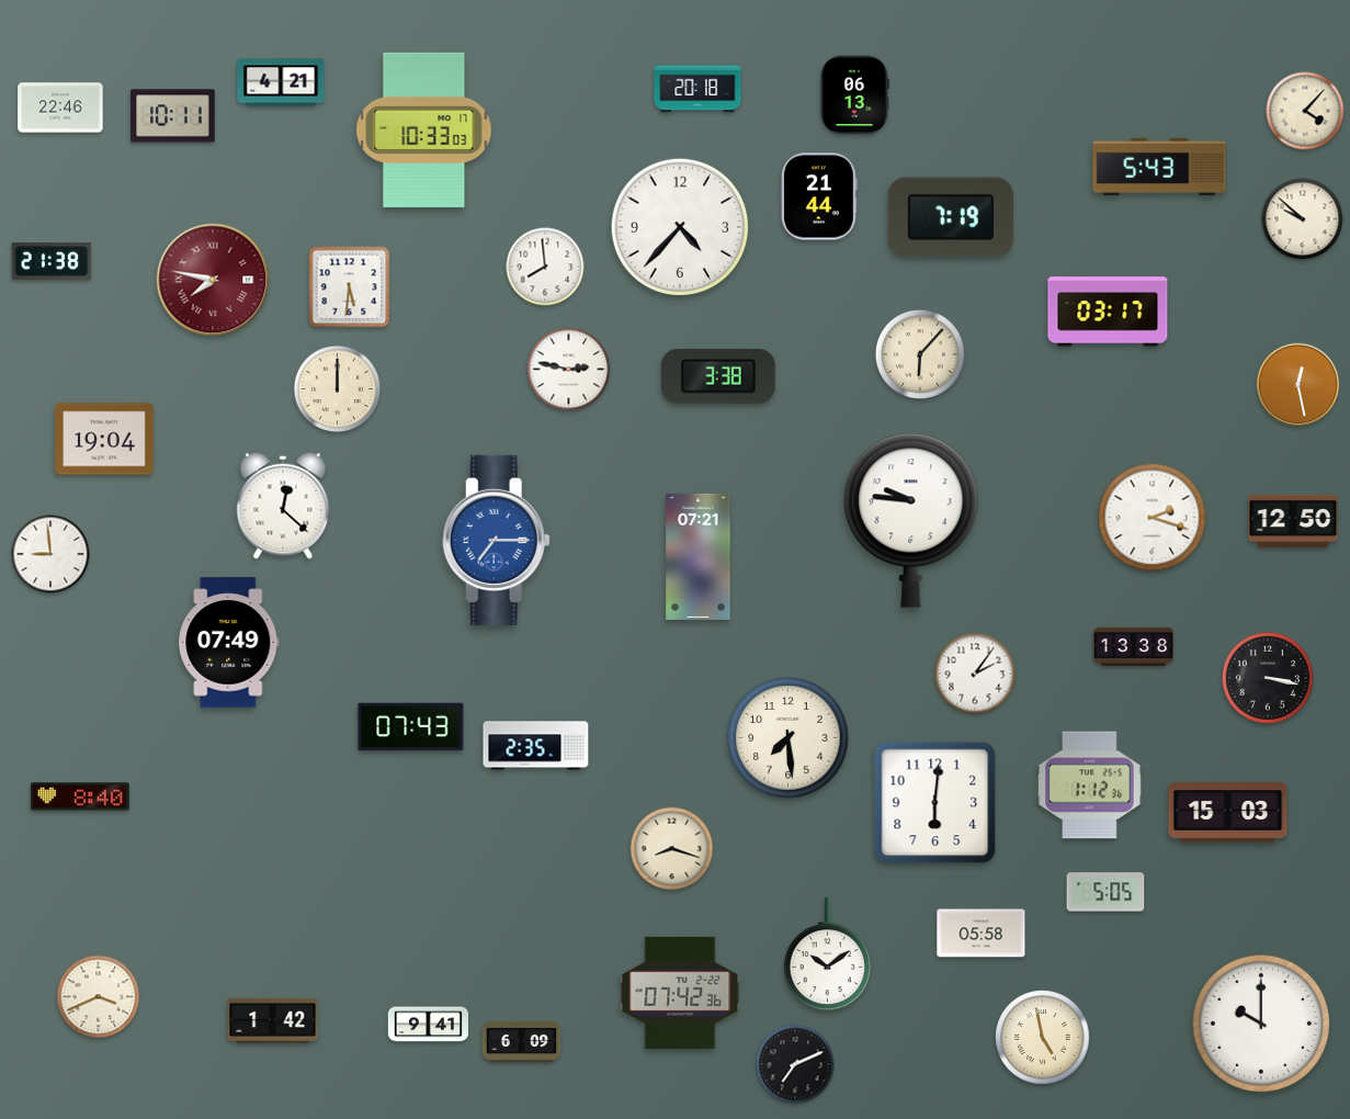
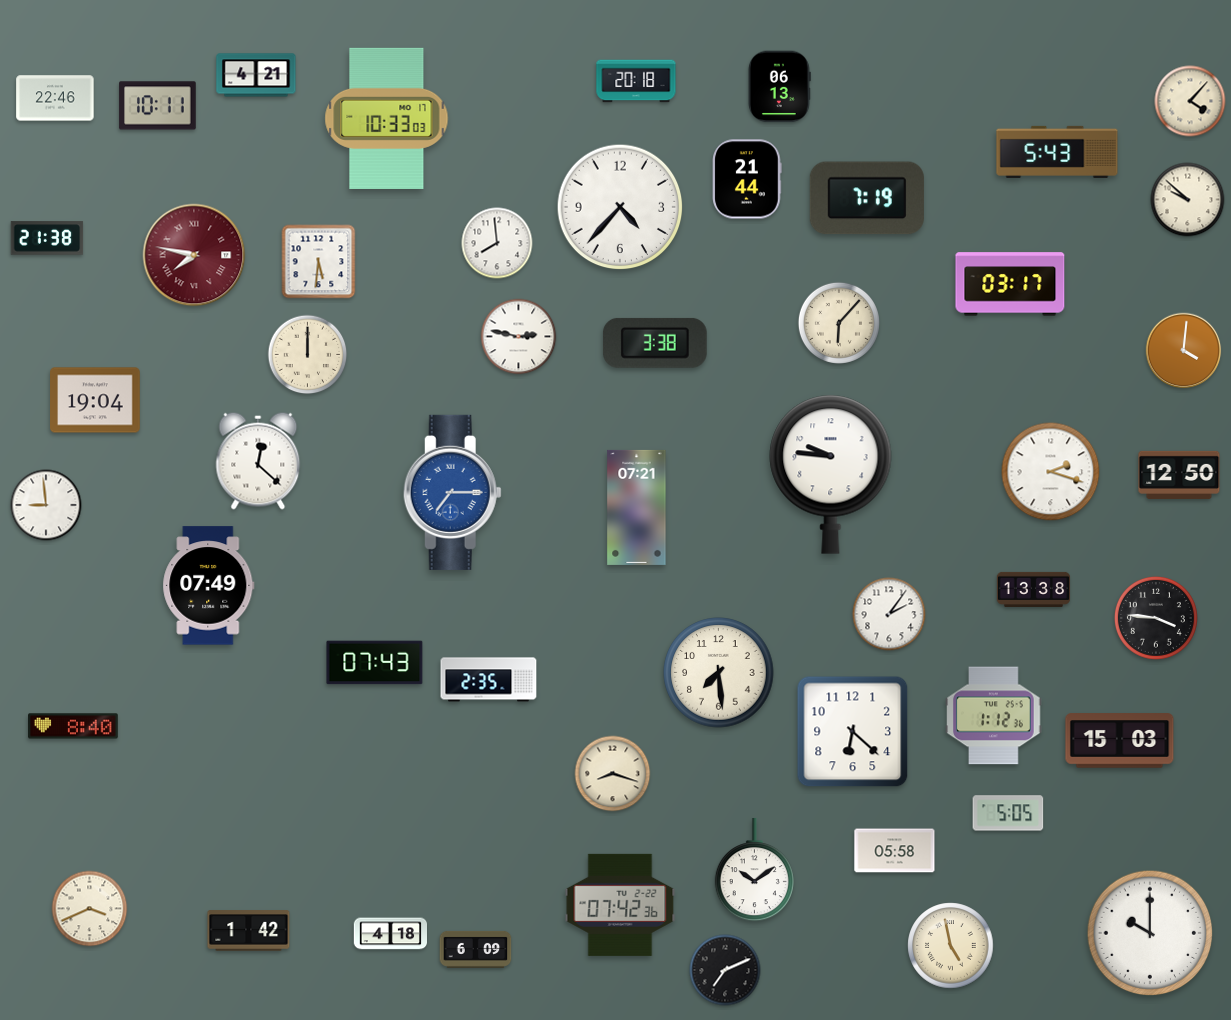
clock at (1298, 385): 12:28 -> 4:01
clock at (1268, 678): 3:17 -> 3:46
clock at (935, 803): 6:01 -> 6:22
clock at (428, 1025): 9:41 -> 4:18
